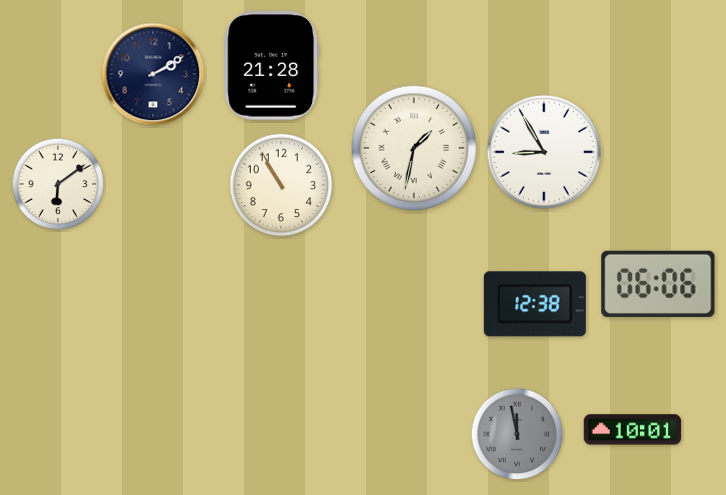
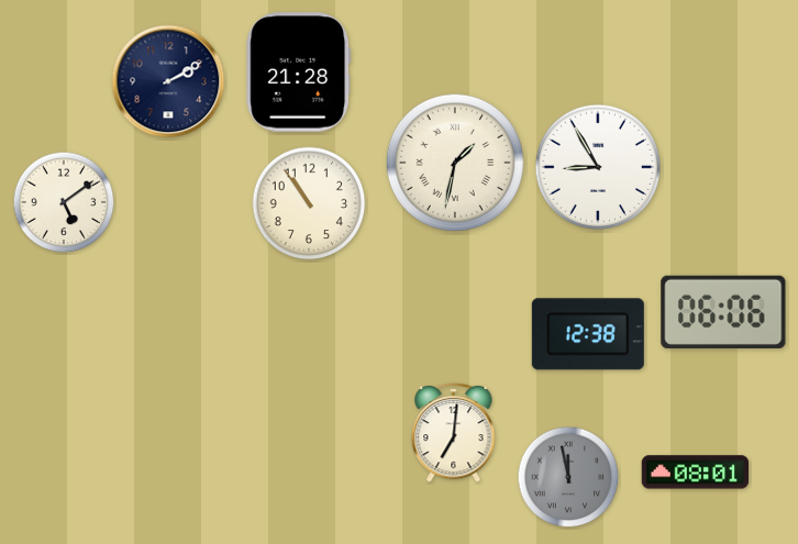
clock at (58, 184): 6:09 -> 5:09
clock at (281, 185): 10:55 -> 10:54
clock at (454, 433): none -> 7:01
clock at (633, 430): 10:01 -> 08:01
